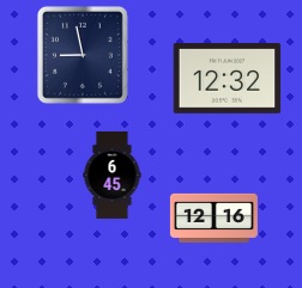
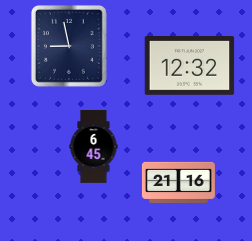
clock at (213, 217): 12:16 -> 21:16
